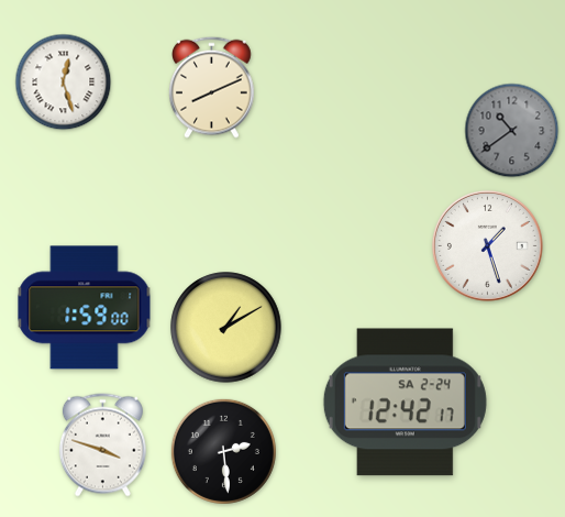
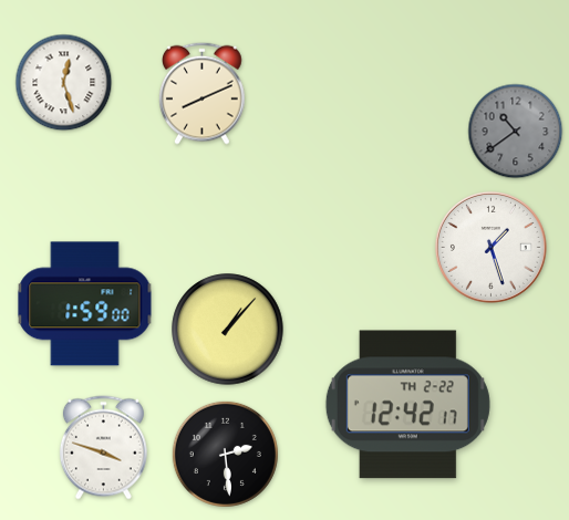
clock at (212, 87) position: (212, 87) -> (203, 93)
clock at (85, 308) position: (85, 308) -> (85, 304)
clock at (226, 328): 1:10 -> 1:07
clock at (405, 403) date: SA 2-24 -> TH 2-22
